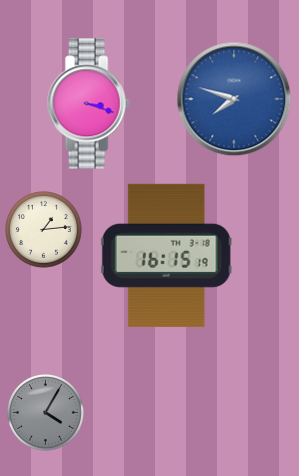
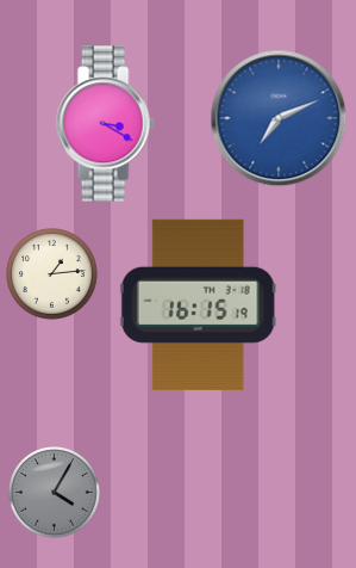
clock at (234, 99): 7:48 -> 7:11
clock at (88, 104): 3:18 -> 3:20
